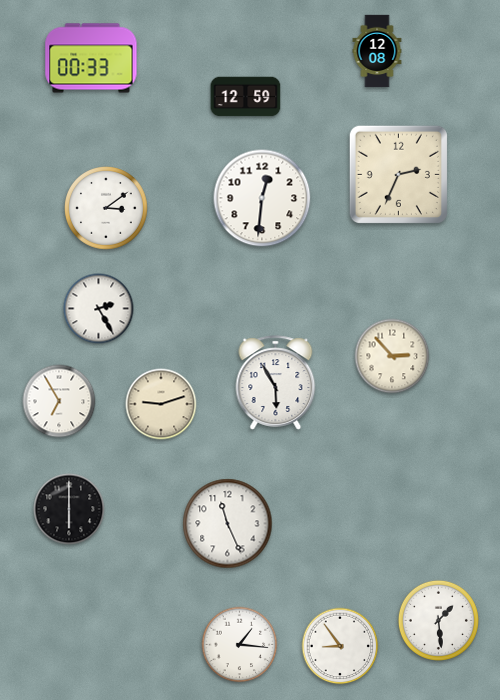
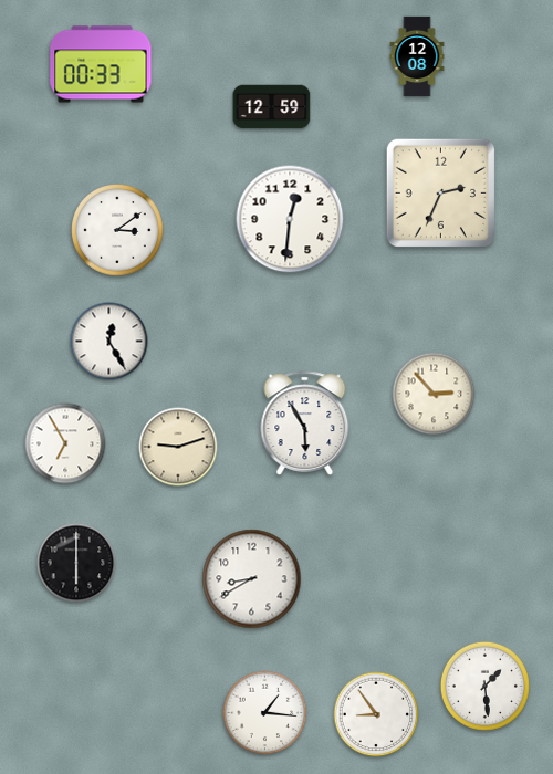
clock at (99, 309): 2:25 -> 12:25
clock at (228, 524): 11:26 -> 8:40
